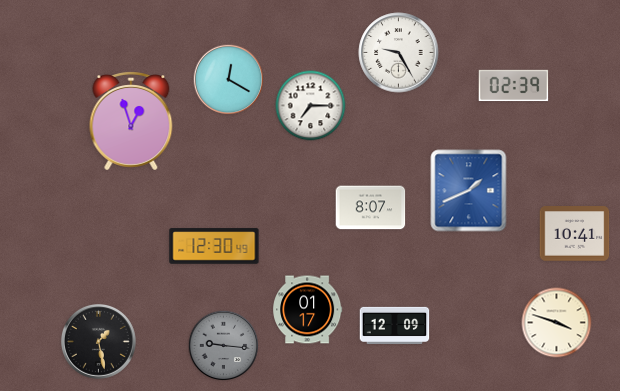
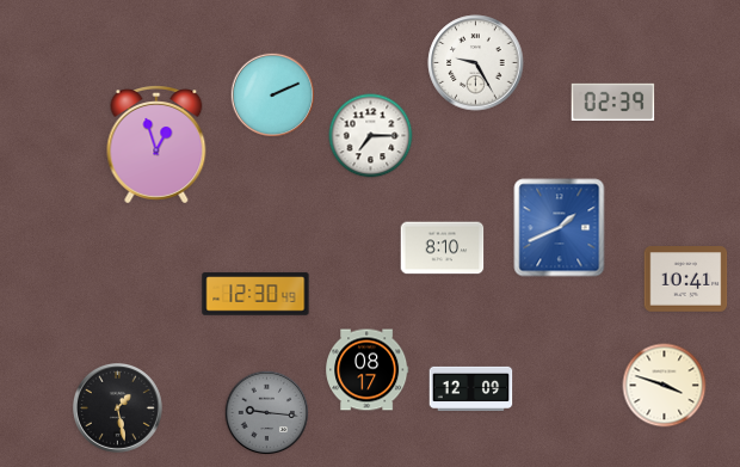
clock at (229, 80): 12:20 -> 2:11
clock at (311, 106) position: (311, 106) -> (371, 136)
clock at (371, 208): 8:07 -> 8:10
clock at (308, 310): 01:17 -> 08:17
